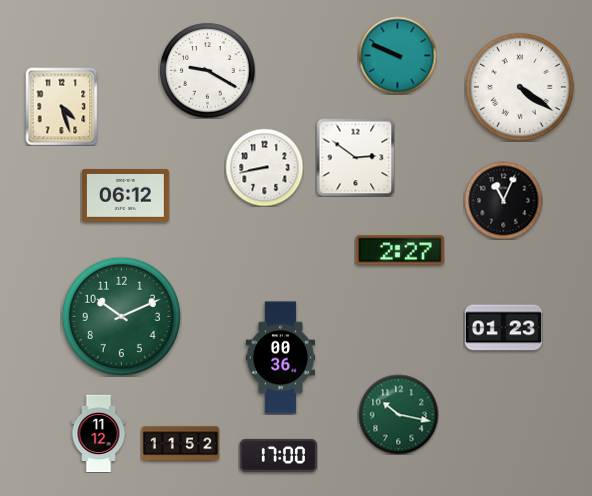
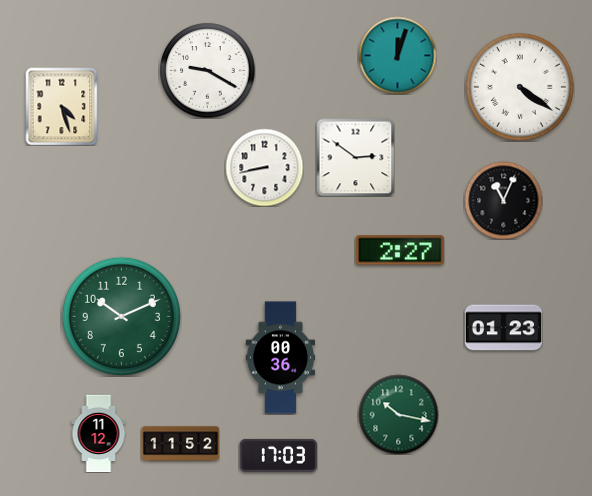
clock at (397, 55): 9:49 -> 12:03
clock at (125, 195): 06:12 -> none
clock at (278, 455): 17:00 -> 17:03
